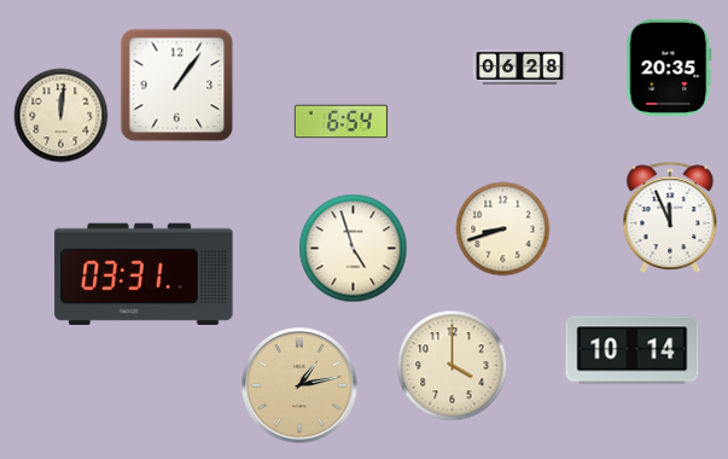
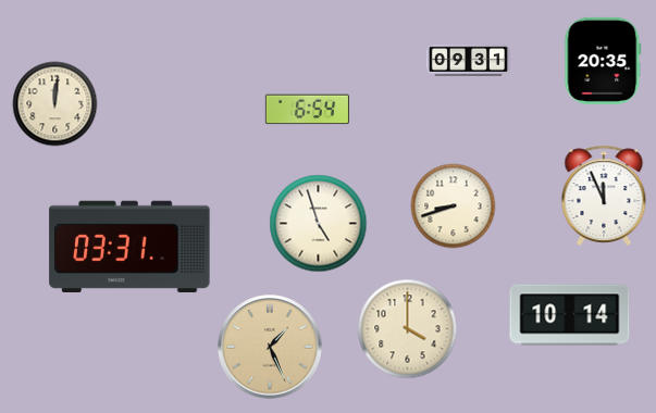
clock at (519, 66): 06:28 -> 09:31
clock at (176, 85): 1:06 -> none
clock at (299, 385): 1:13 -> 1:26
